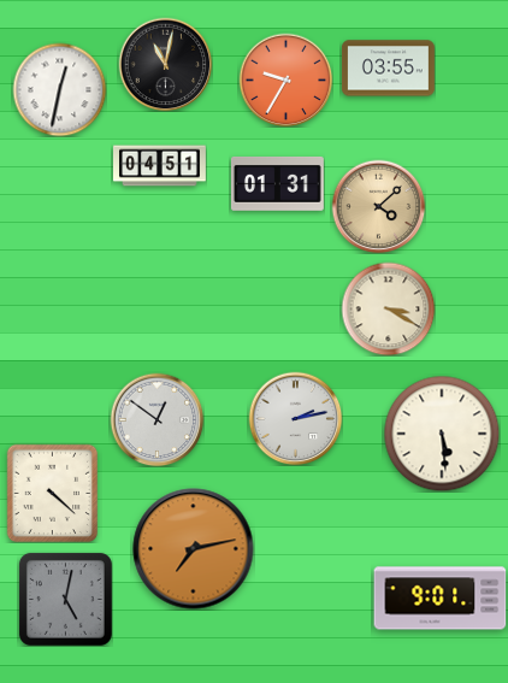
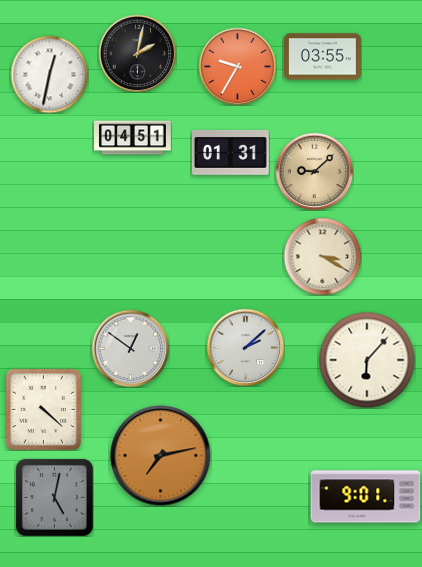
clock at (165, 64): 11:02 -> 2:02
clock at (378, 206): 4:08 -> 9:08
clock at (295, 418): 2:13 -> 2:08
clock at (442, 434): 5:29 -> 6:07
